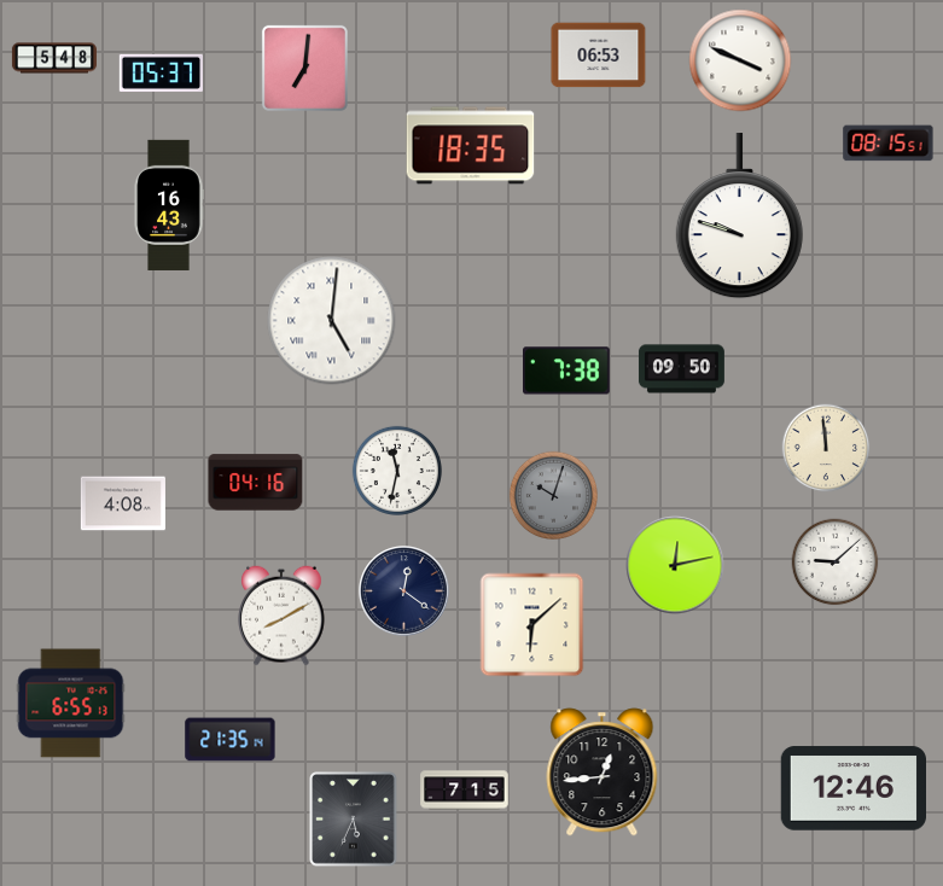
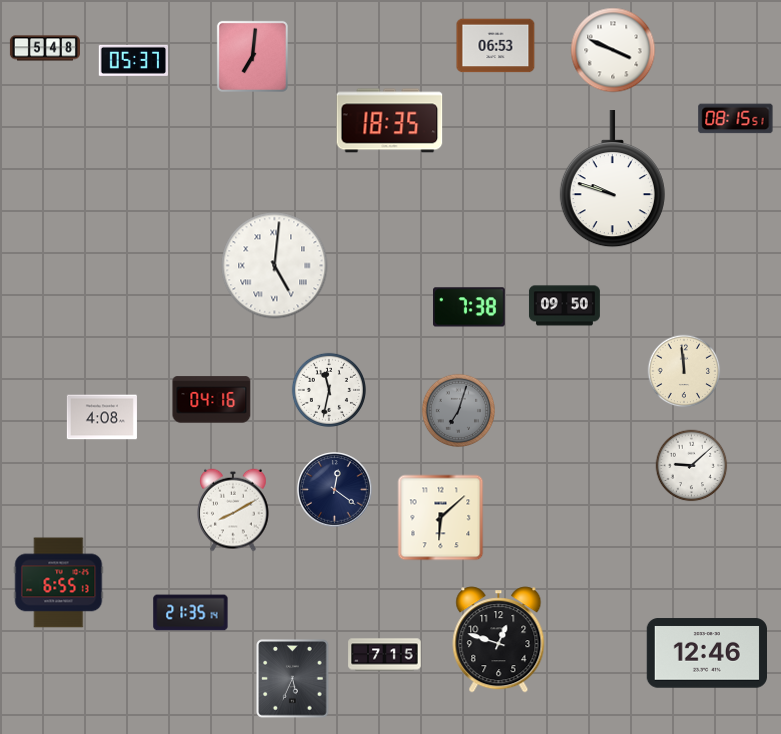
clock at (169, 205): 16:43 -> none
clock at (553, 495): 10:03 -> 7:03
clock at (675, 565): 12:13 -> none
clock at (603, 773): 12:44 -> 12:48
